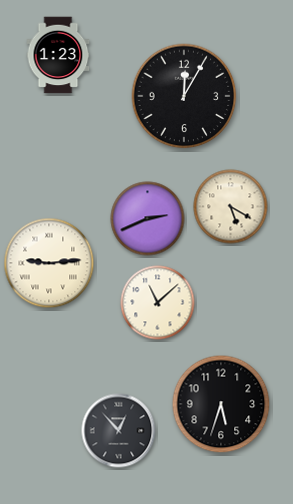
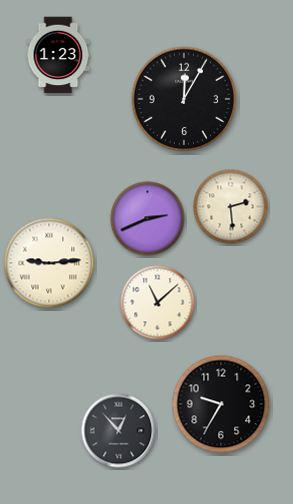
clock at (184, 96) position: (184, 96) -> (184, 99)
clock at (231, 207): 5:20 -> 2:29
clock at (221, 404): 5:33 -> 9:35
